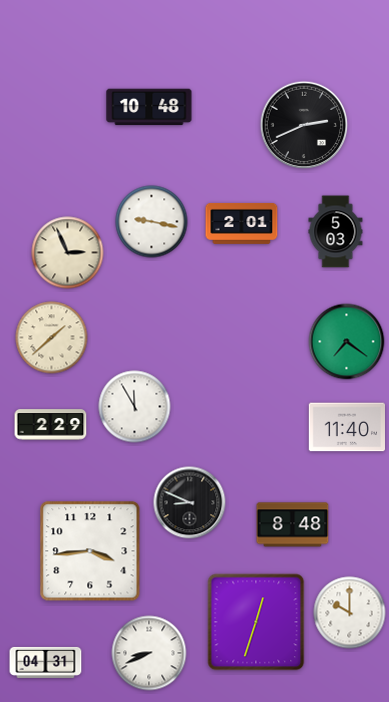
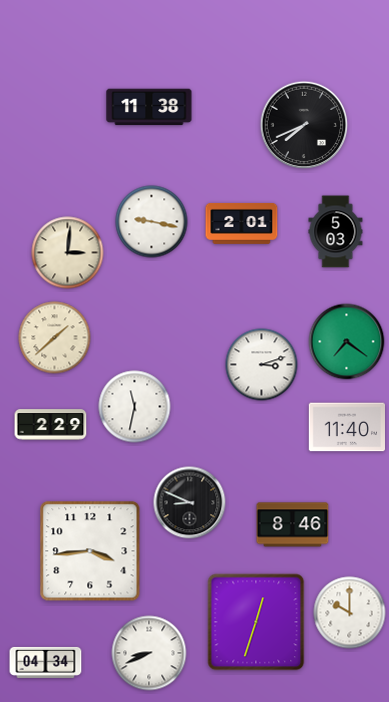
clock at (149, 107): 10:48 -> 11:38
clock at (304, 125): 2:41 -> 7:41
clock at (68, 253): 2:56 -> 3:01
clock at (52, 338) position: (52, 338) -> (55, 338)
clock at (262, 365): none -> 3:12
clock at (135, 407): 11:55 -> 11:32
clock at (293, 525): 8:48 -> 8:46
clock at (46, 662): 04:31 -> 04:34
